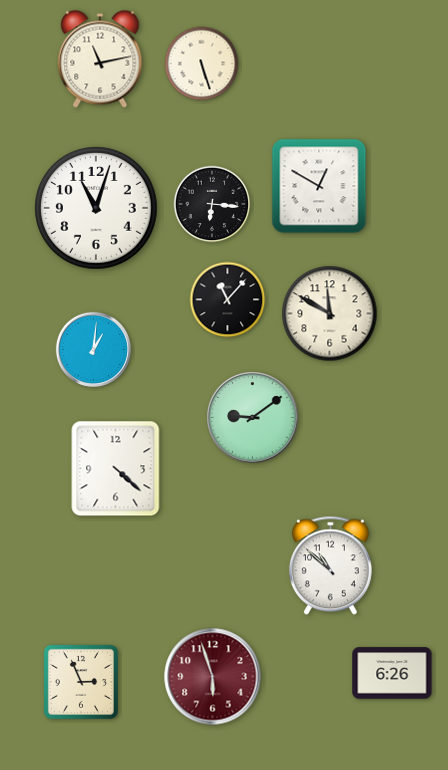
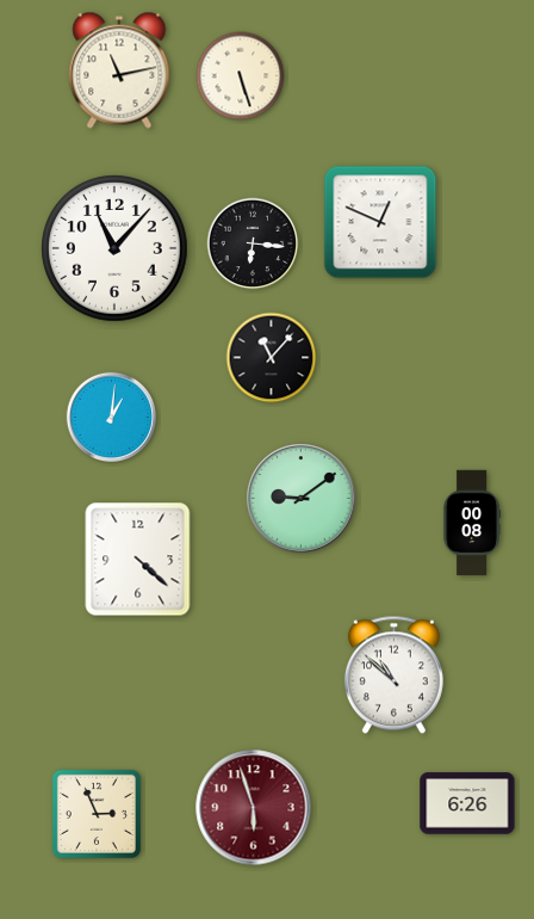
clock at (319, 186): 12:50 -> 12:49
clock at (96, 208): 11:03 -> 11:07
clock at (330, 314): 11:50 -> none
clock at (472, 523): none -> 00:08
